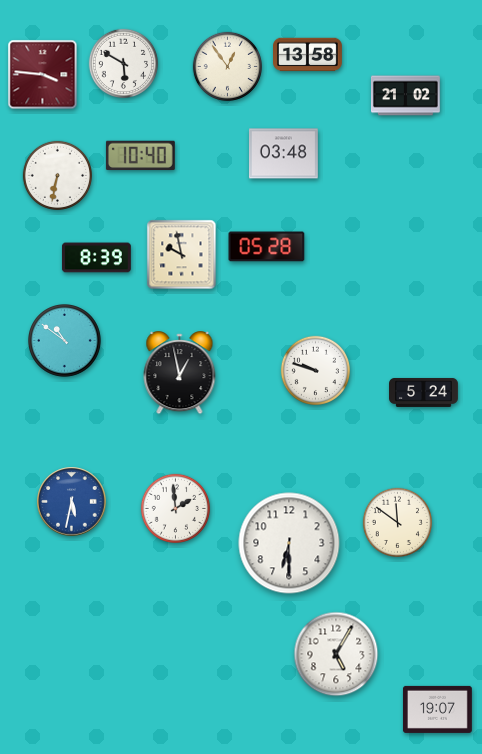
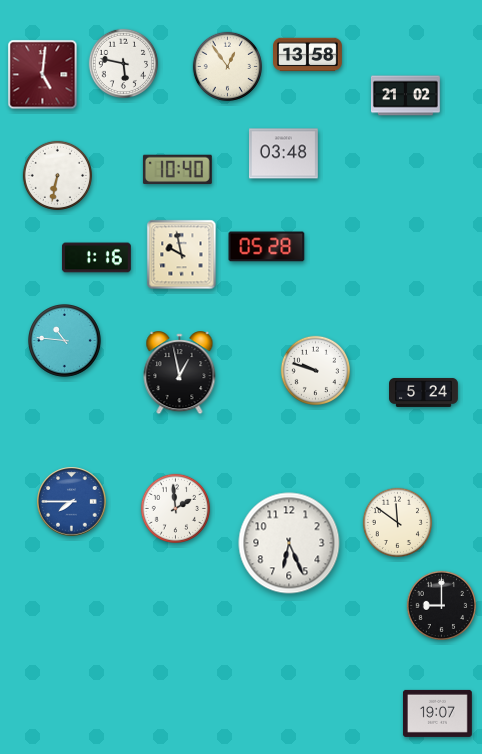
clock at (123, 63): 5:50 -> 5:47
clock at (43, 75): 3:46 -> 5:01
clock at (140, 156) position: (140, 156) -> (177, 170)
clock at (96, 258): 8:39 -> 1:16
clock at (65, 341): 10:51 -> 10:46
clock at (72, 502): 5:32 -> 7:45
clock at (289, 543): 6:30 -> 6:26
clock at (441, 605): none -> 9:00
clock at (336, 654): 5:05 -> none
clock at (437, 709) position: (437, 709) -> (437, 713)
